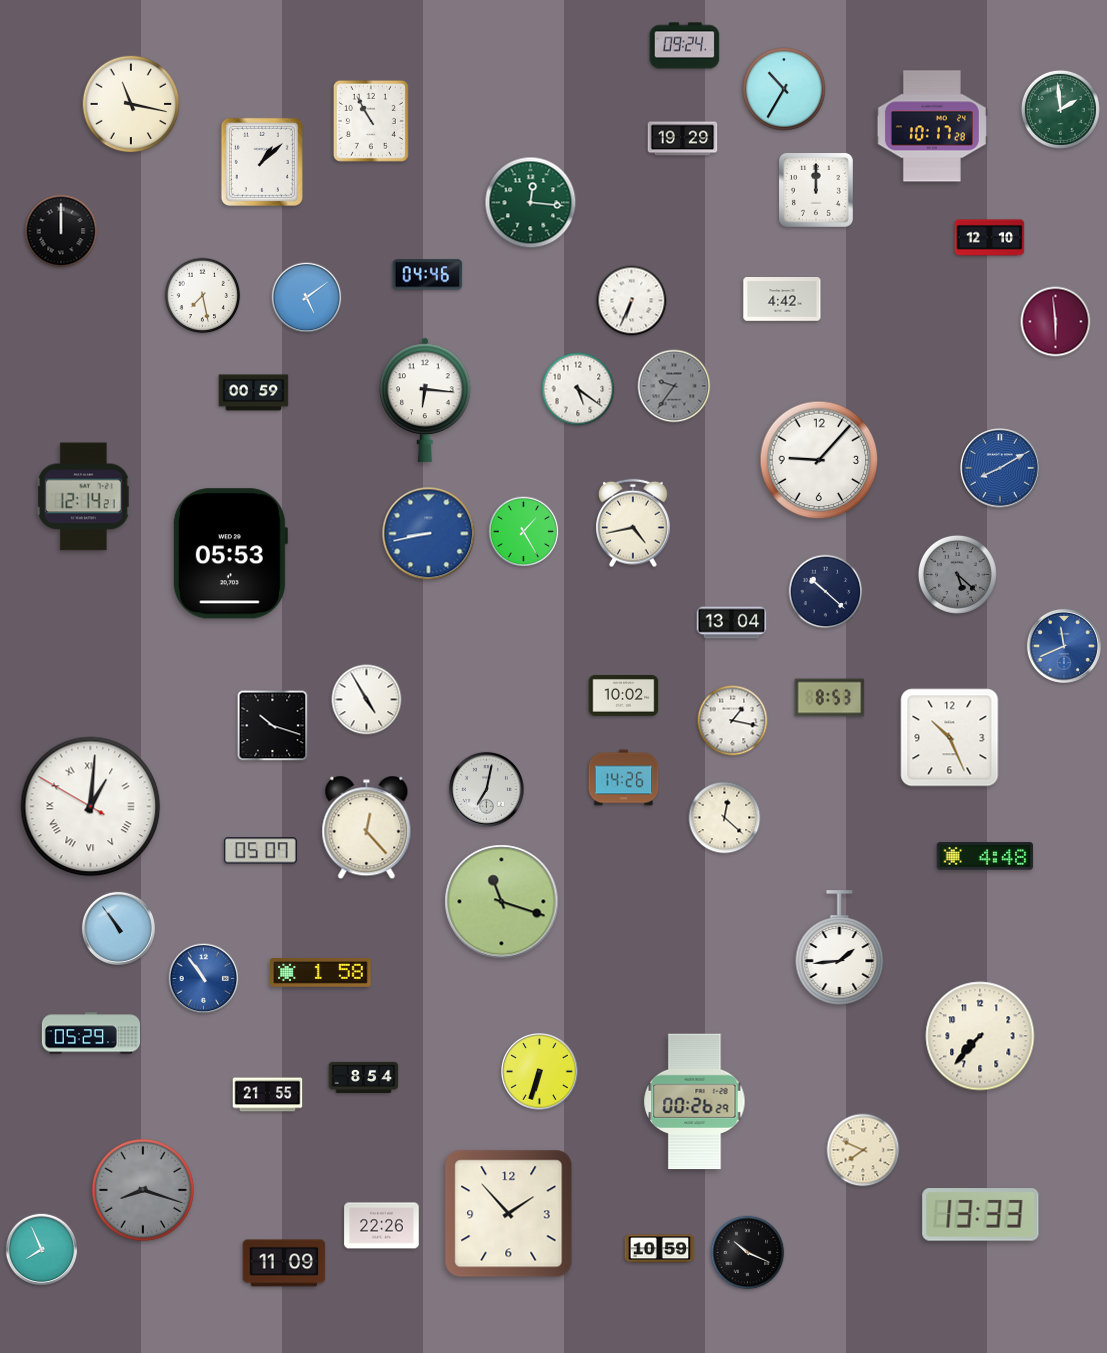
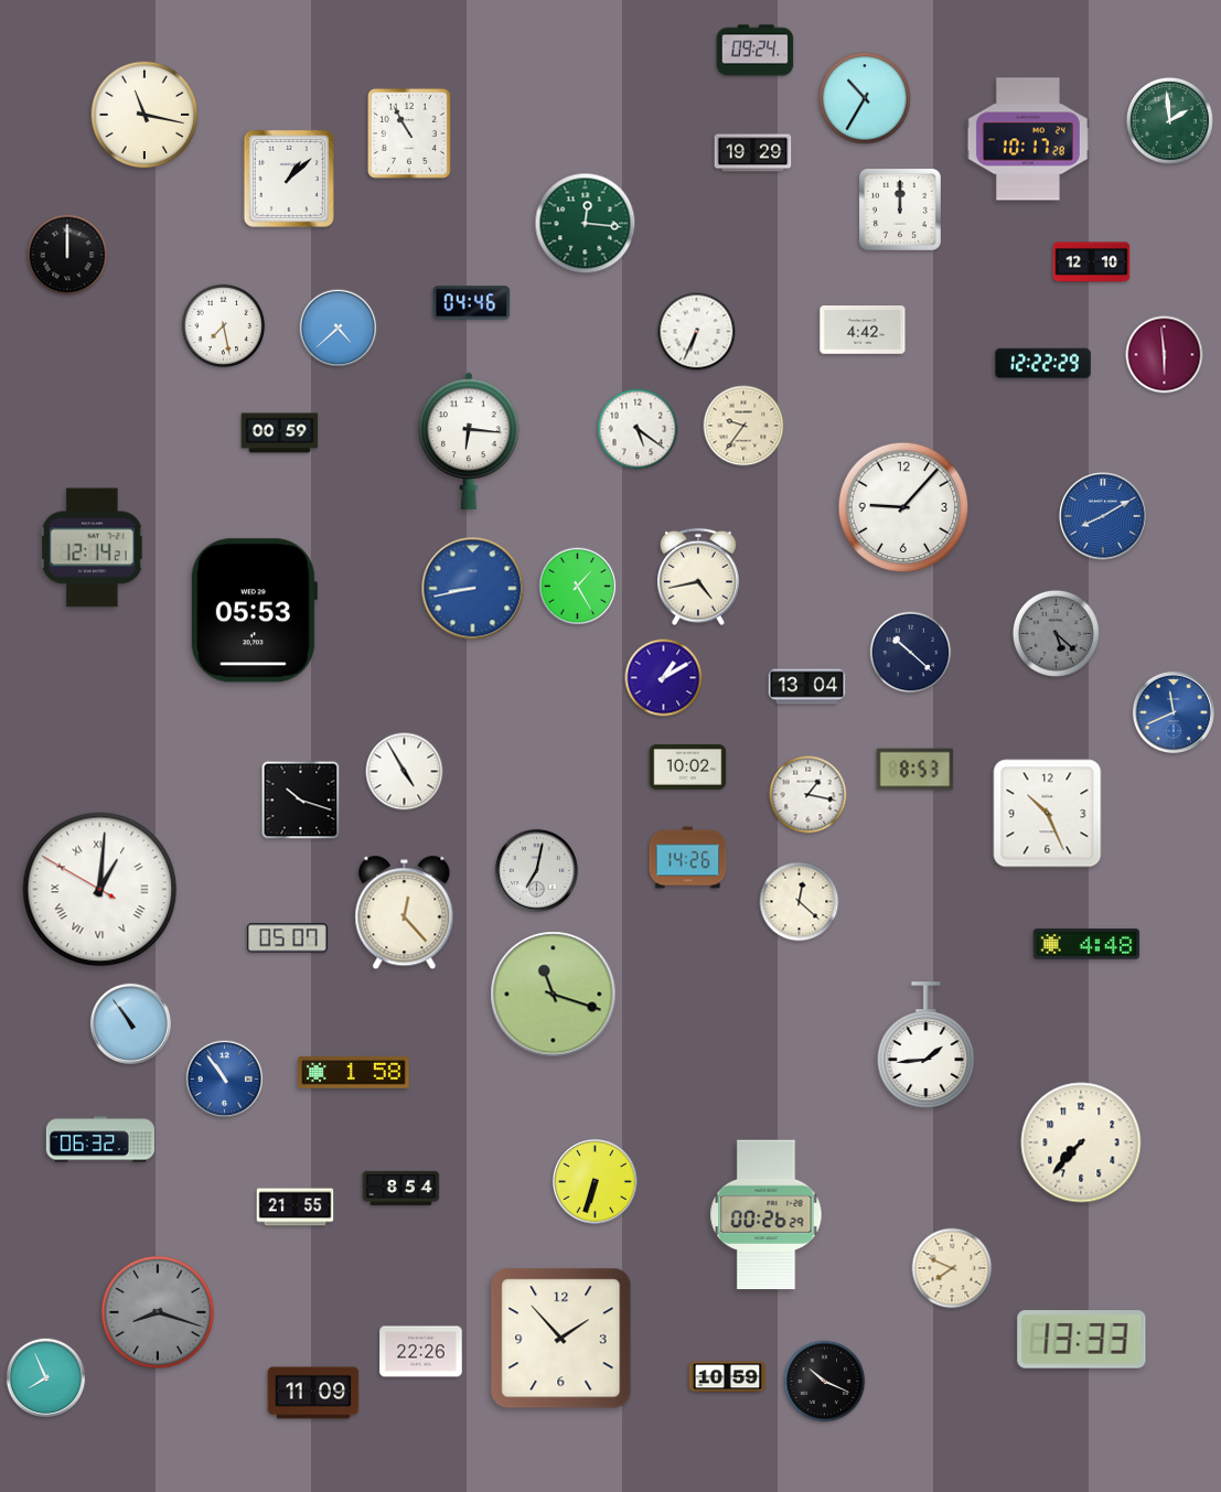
clock at (307, 298): 5:09 -> 4:38
clock at (1043, 364): none -> 12:22
clock at (674, 386) dial: grey -> cream
clock at (664, 678): none -> 1:10
clock at (91, 1033): 05:29 -> 06:32
